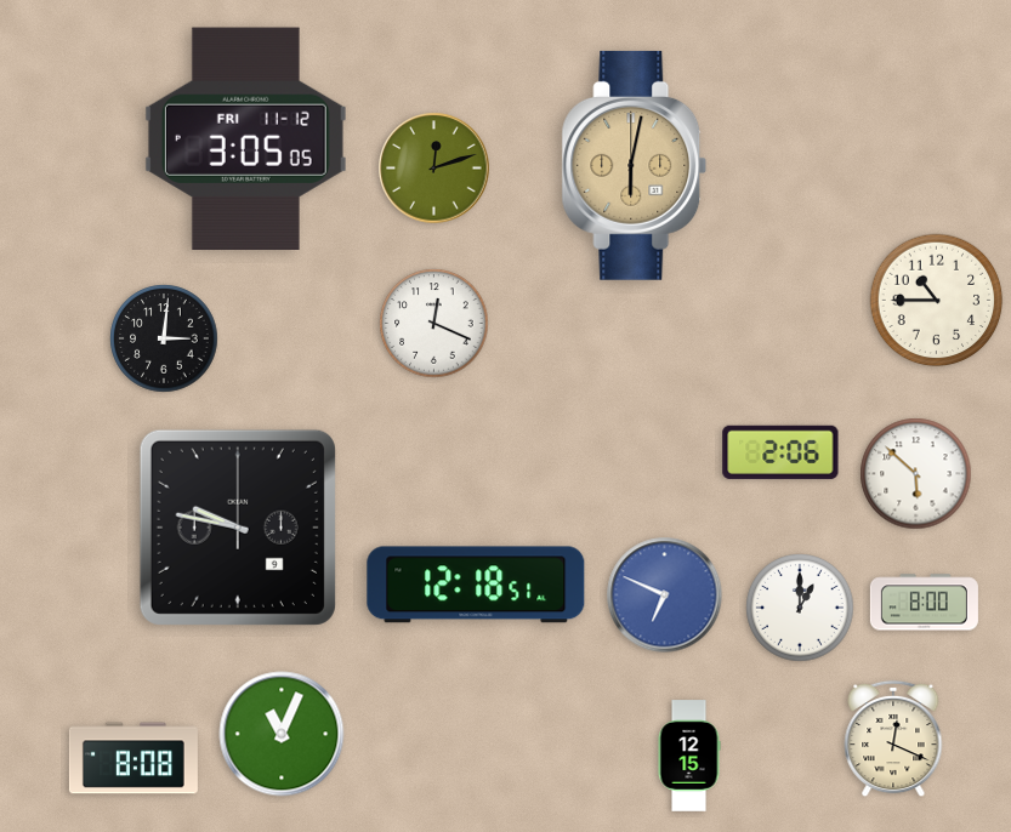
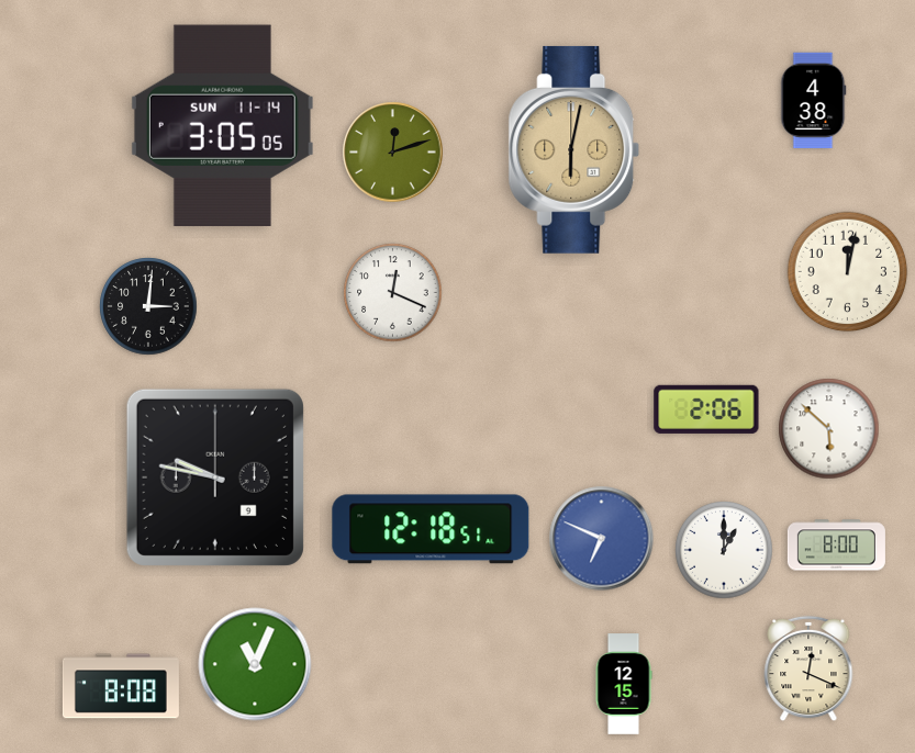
clock at (814, 101): none -> 4:38
clock at (245, 138) date: FRI 11-12 -> SUN 11-14
clock at (937, 301): 10:45 -> 12:02
